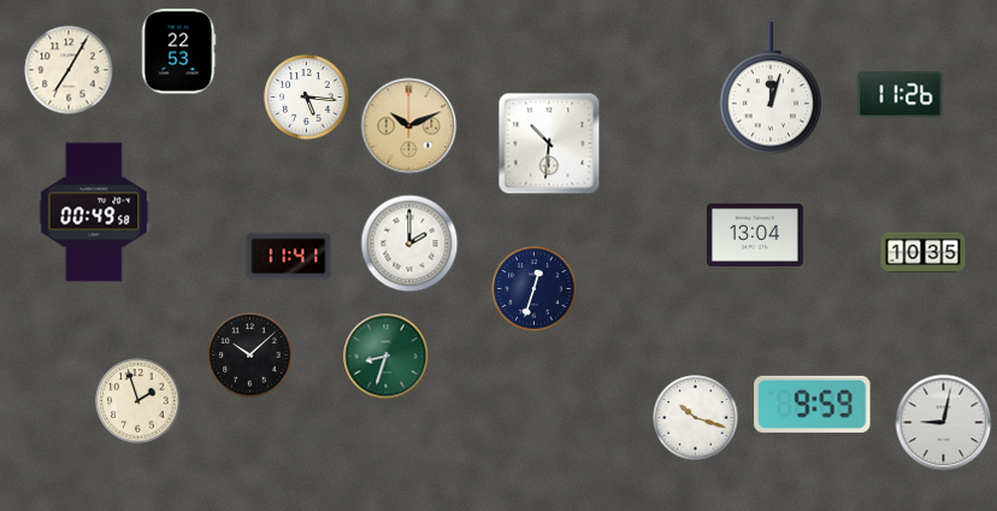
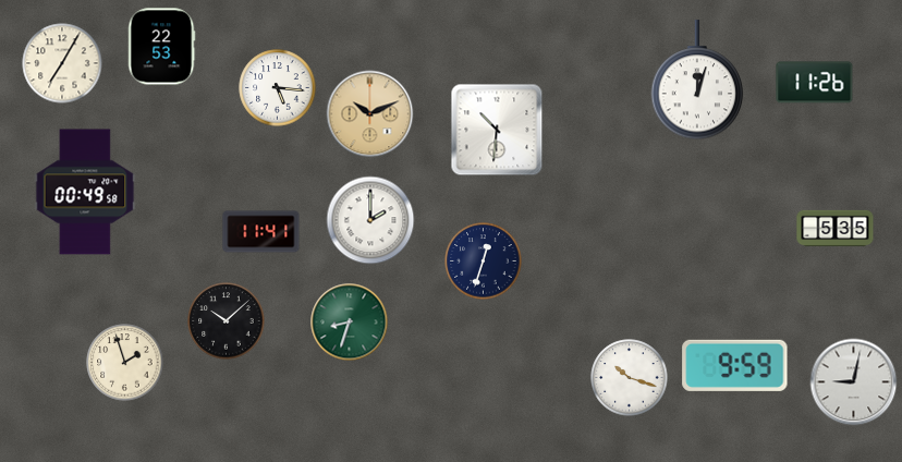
clock at (901, 95) position: (901, 95) -> (815, 83)
clock at (756, 234): 13:04 -> none
clock at (924, 253): 10:35 -> 5:35
